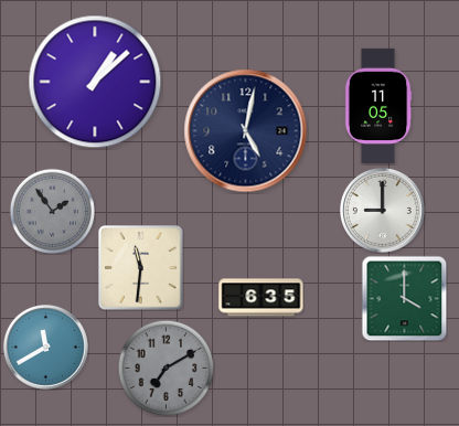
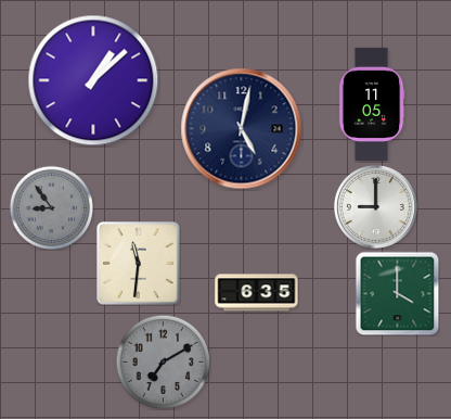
clock at (52, 211): 1:54 -> 8:54
clock at (45, 347): 11:40 -> none
